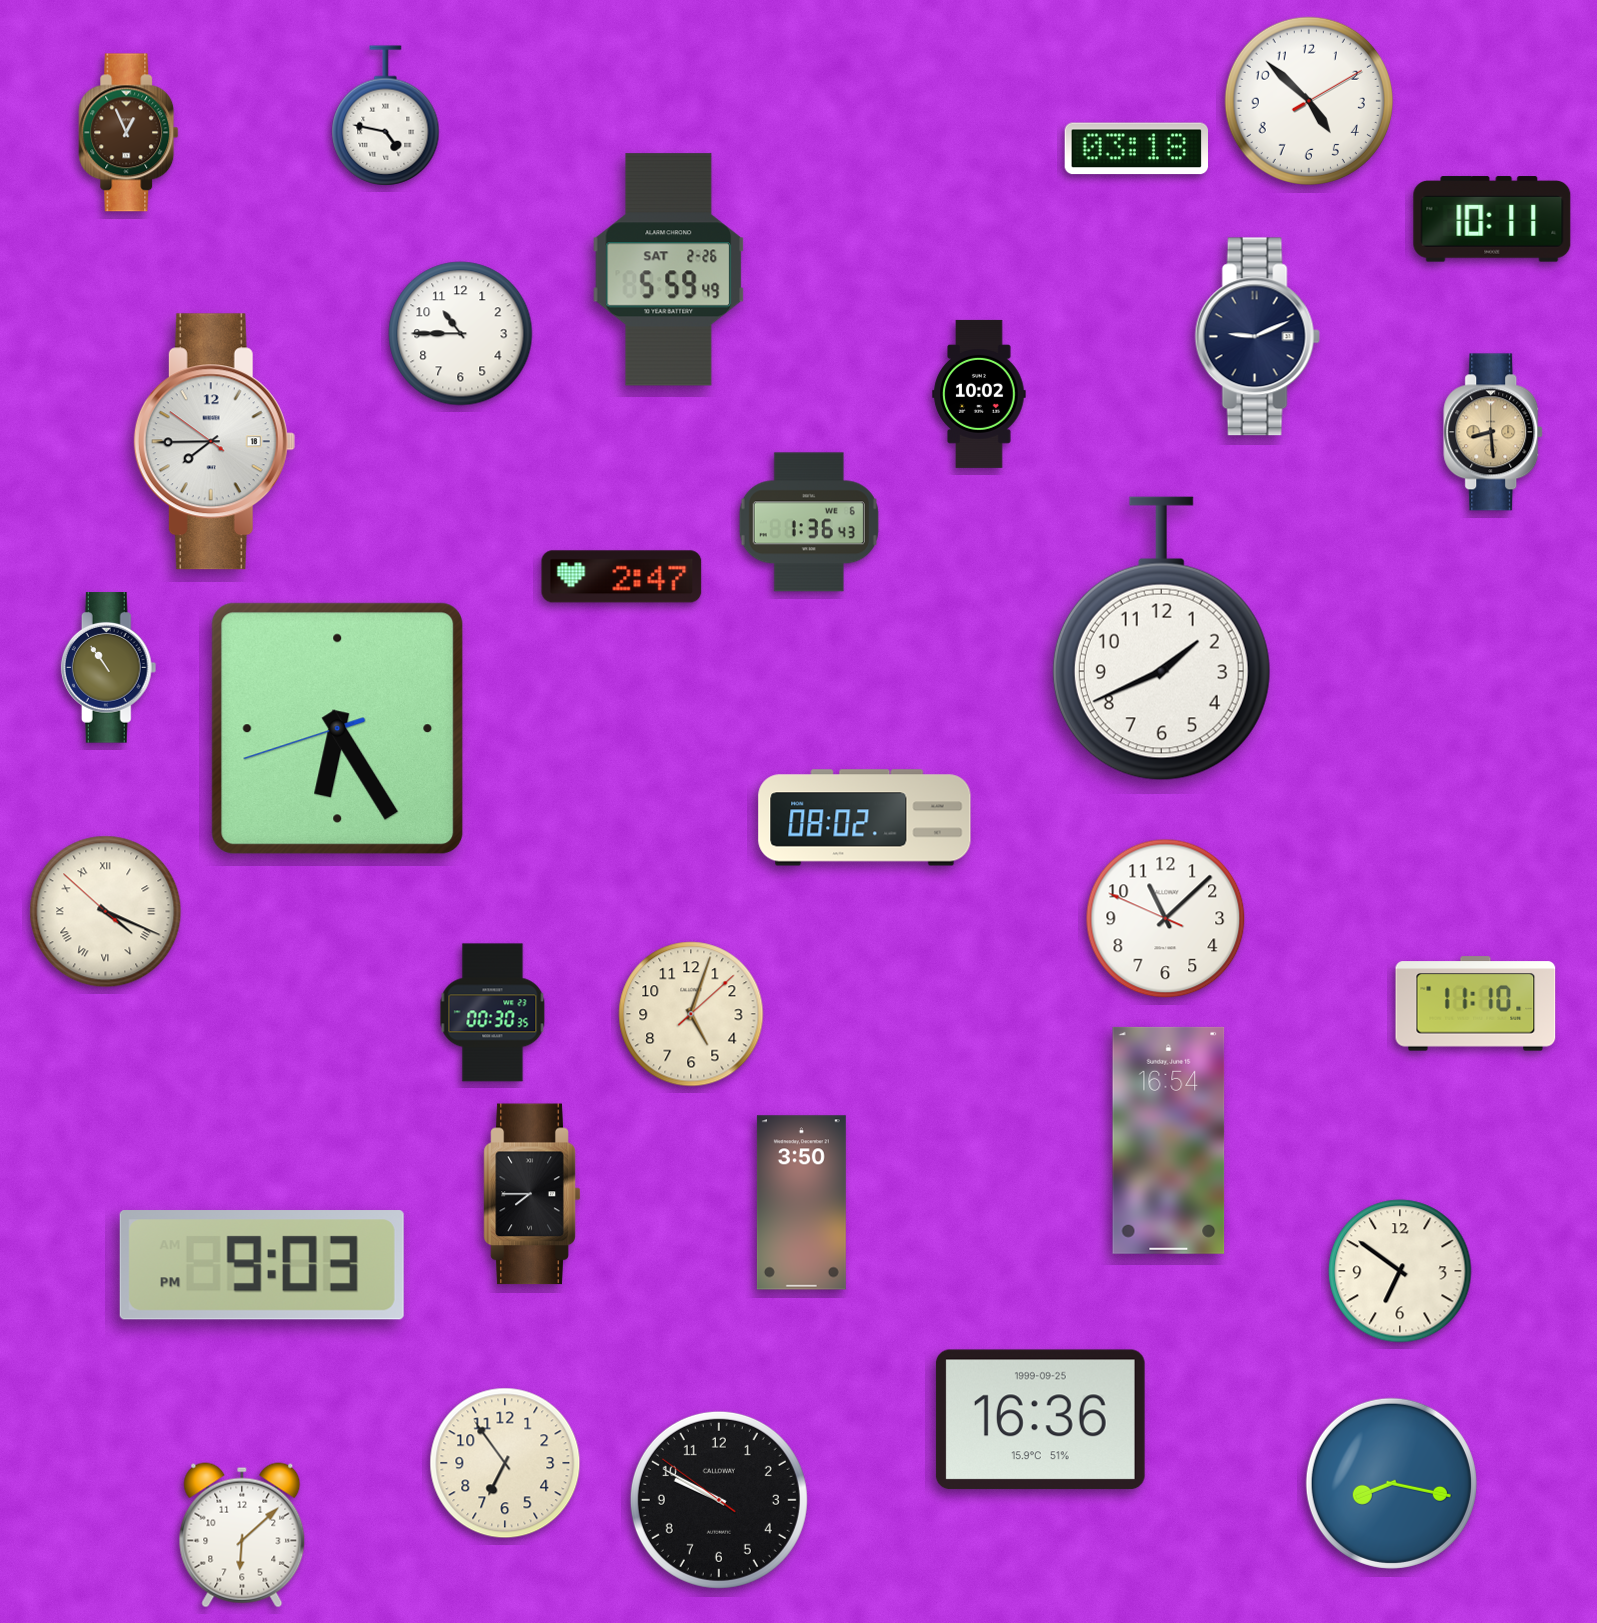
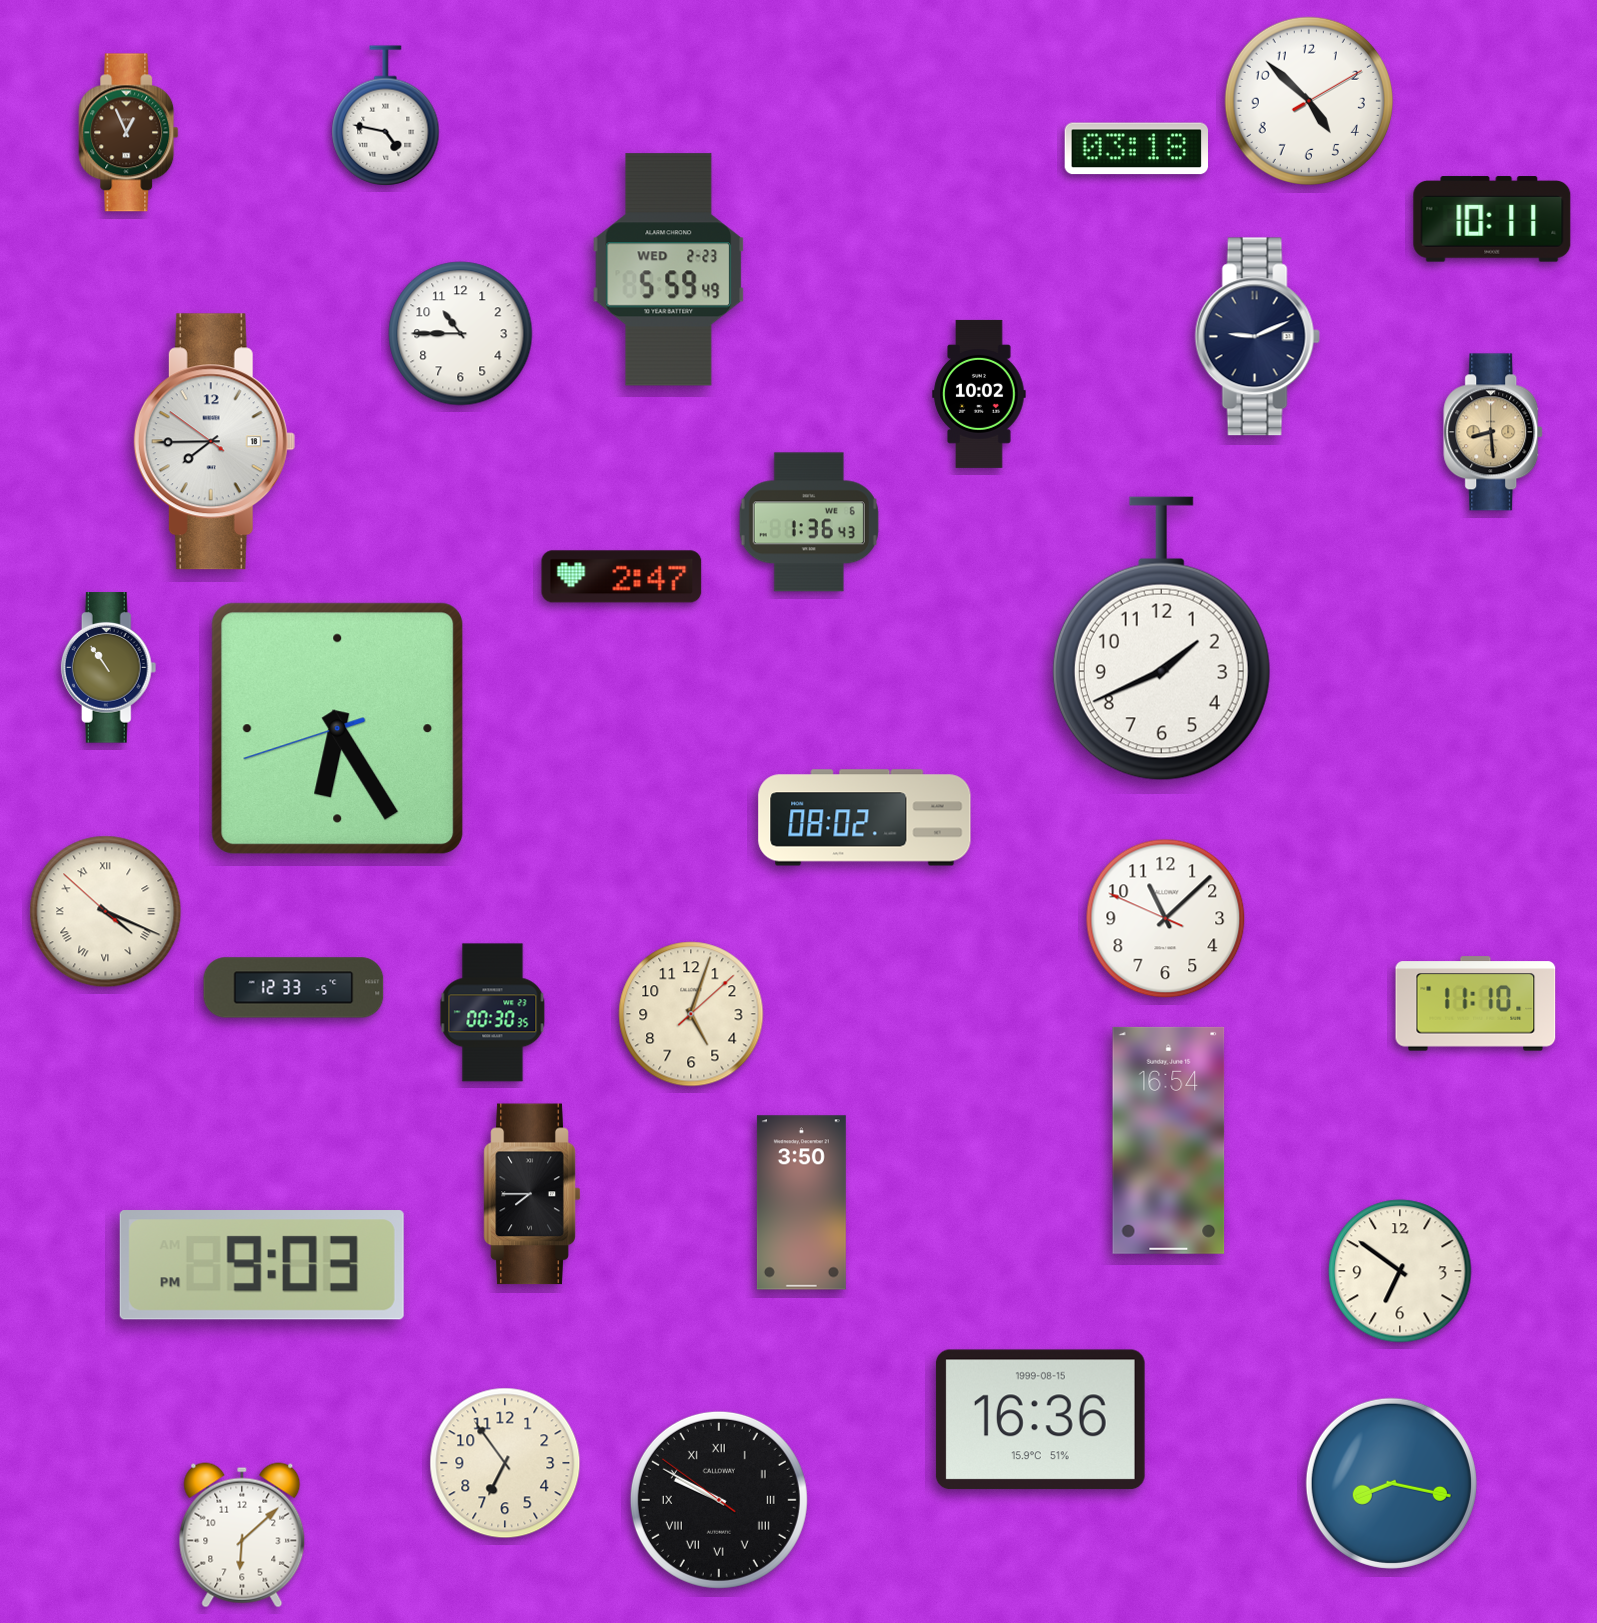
clock at (669, 270) date: SAT 2-26 -> WED 2-23
clock at (294, 988): none -> 12:33
clock at (1040, 1420) date: 1999-09-25 -> 1999-08-15
clock at (719, 1500) numerals: Arabic -> Roman
